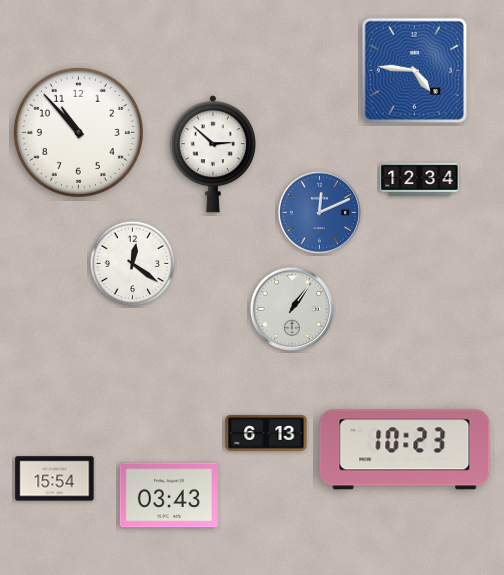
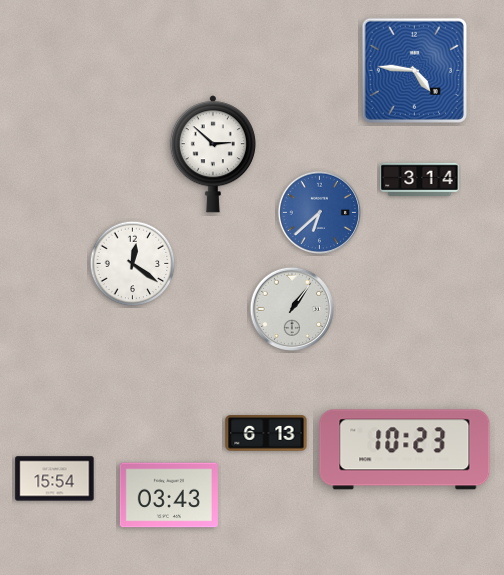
clock at (78, 132): 10:53 -> none
clock at (420, 179): 12:34 -> 3:14
clock at (319, 212): 12:11 -> 6:38
